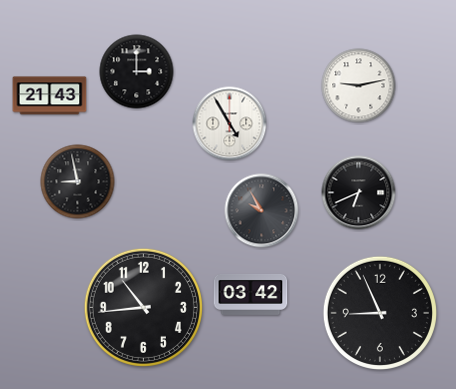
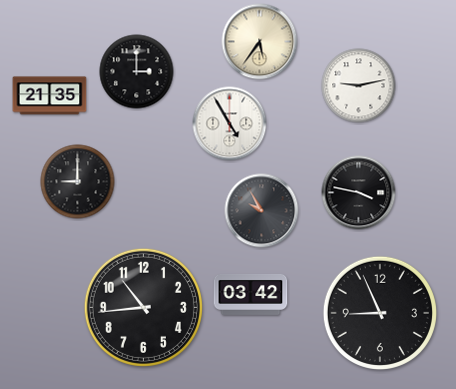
clock at (260, 42): none -> 5:36
clock at (50, 96): 21:43 -> 21:35
clock at (78, 182): 8:58 -> 9:00
clock at (359, 193): 6:41 -> 3:47
